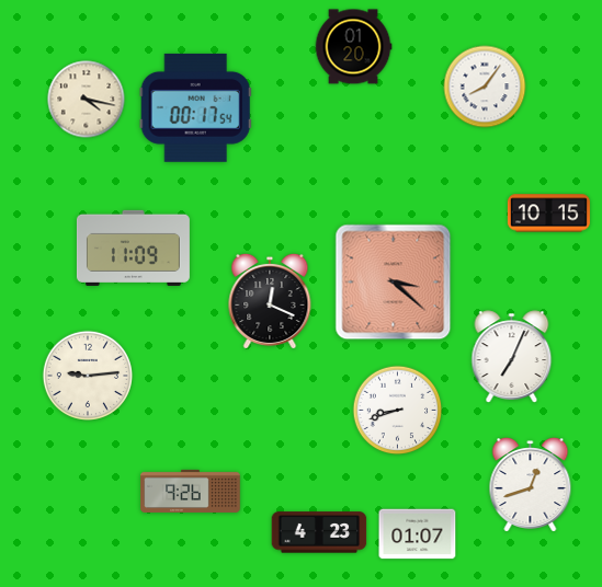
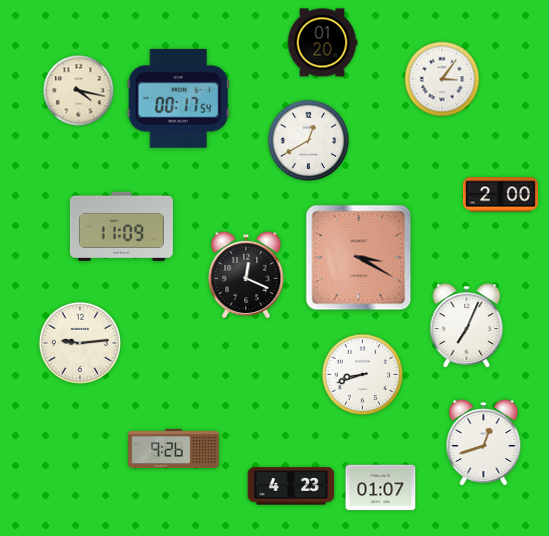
clock at (485, 87): 8:06 -> 3:06
clock at (309, 141): none -> 12:40
clock at (548, 214): 10:15 -> 2:00
clock at (394, 283): 3:22 -> 3:20
